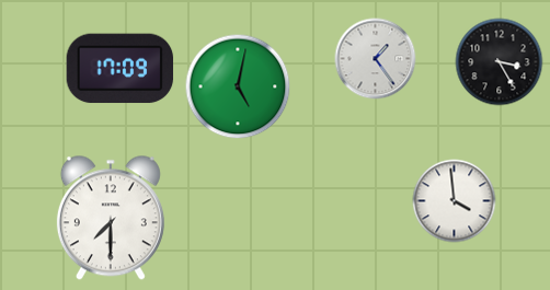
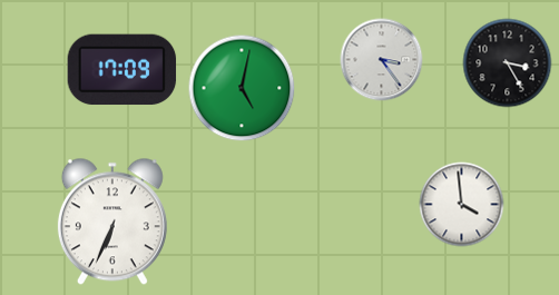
clock at (376, 59): 1:24 -> 3:24
clock at (111, 218): 7:30 -> 6:34
